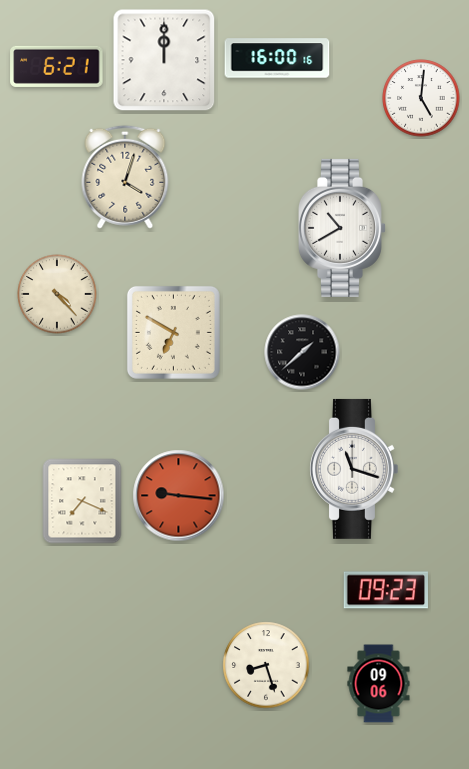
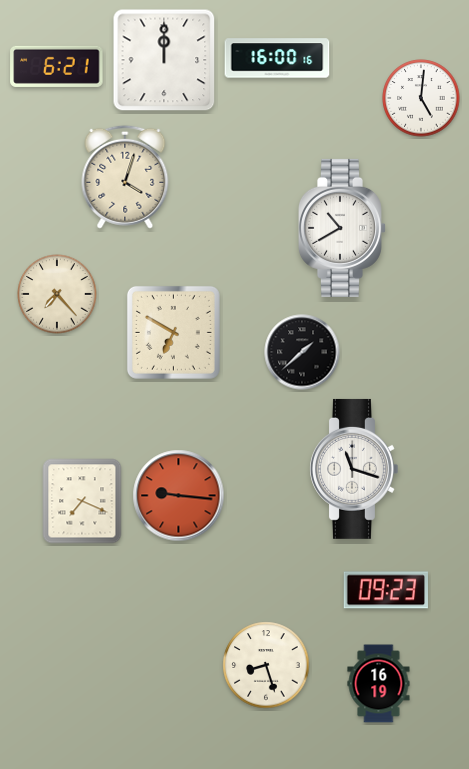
clock at (57, 294): 4:23 -> 7:23
clock at (379, 684): 09:06 -> 16:19
